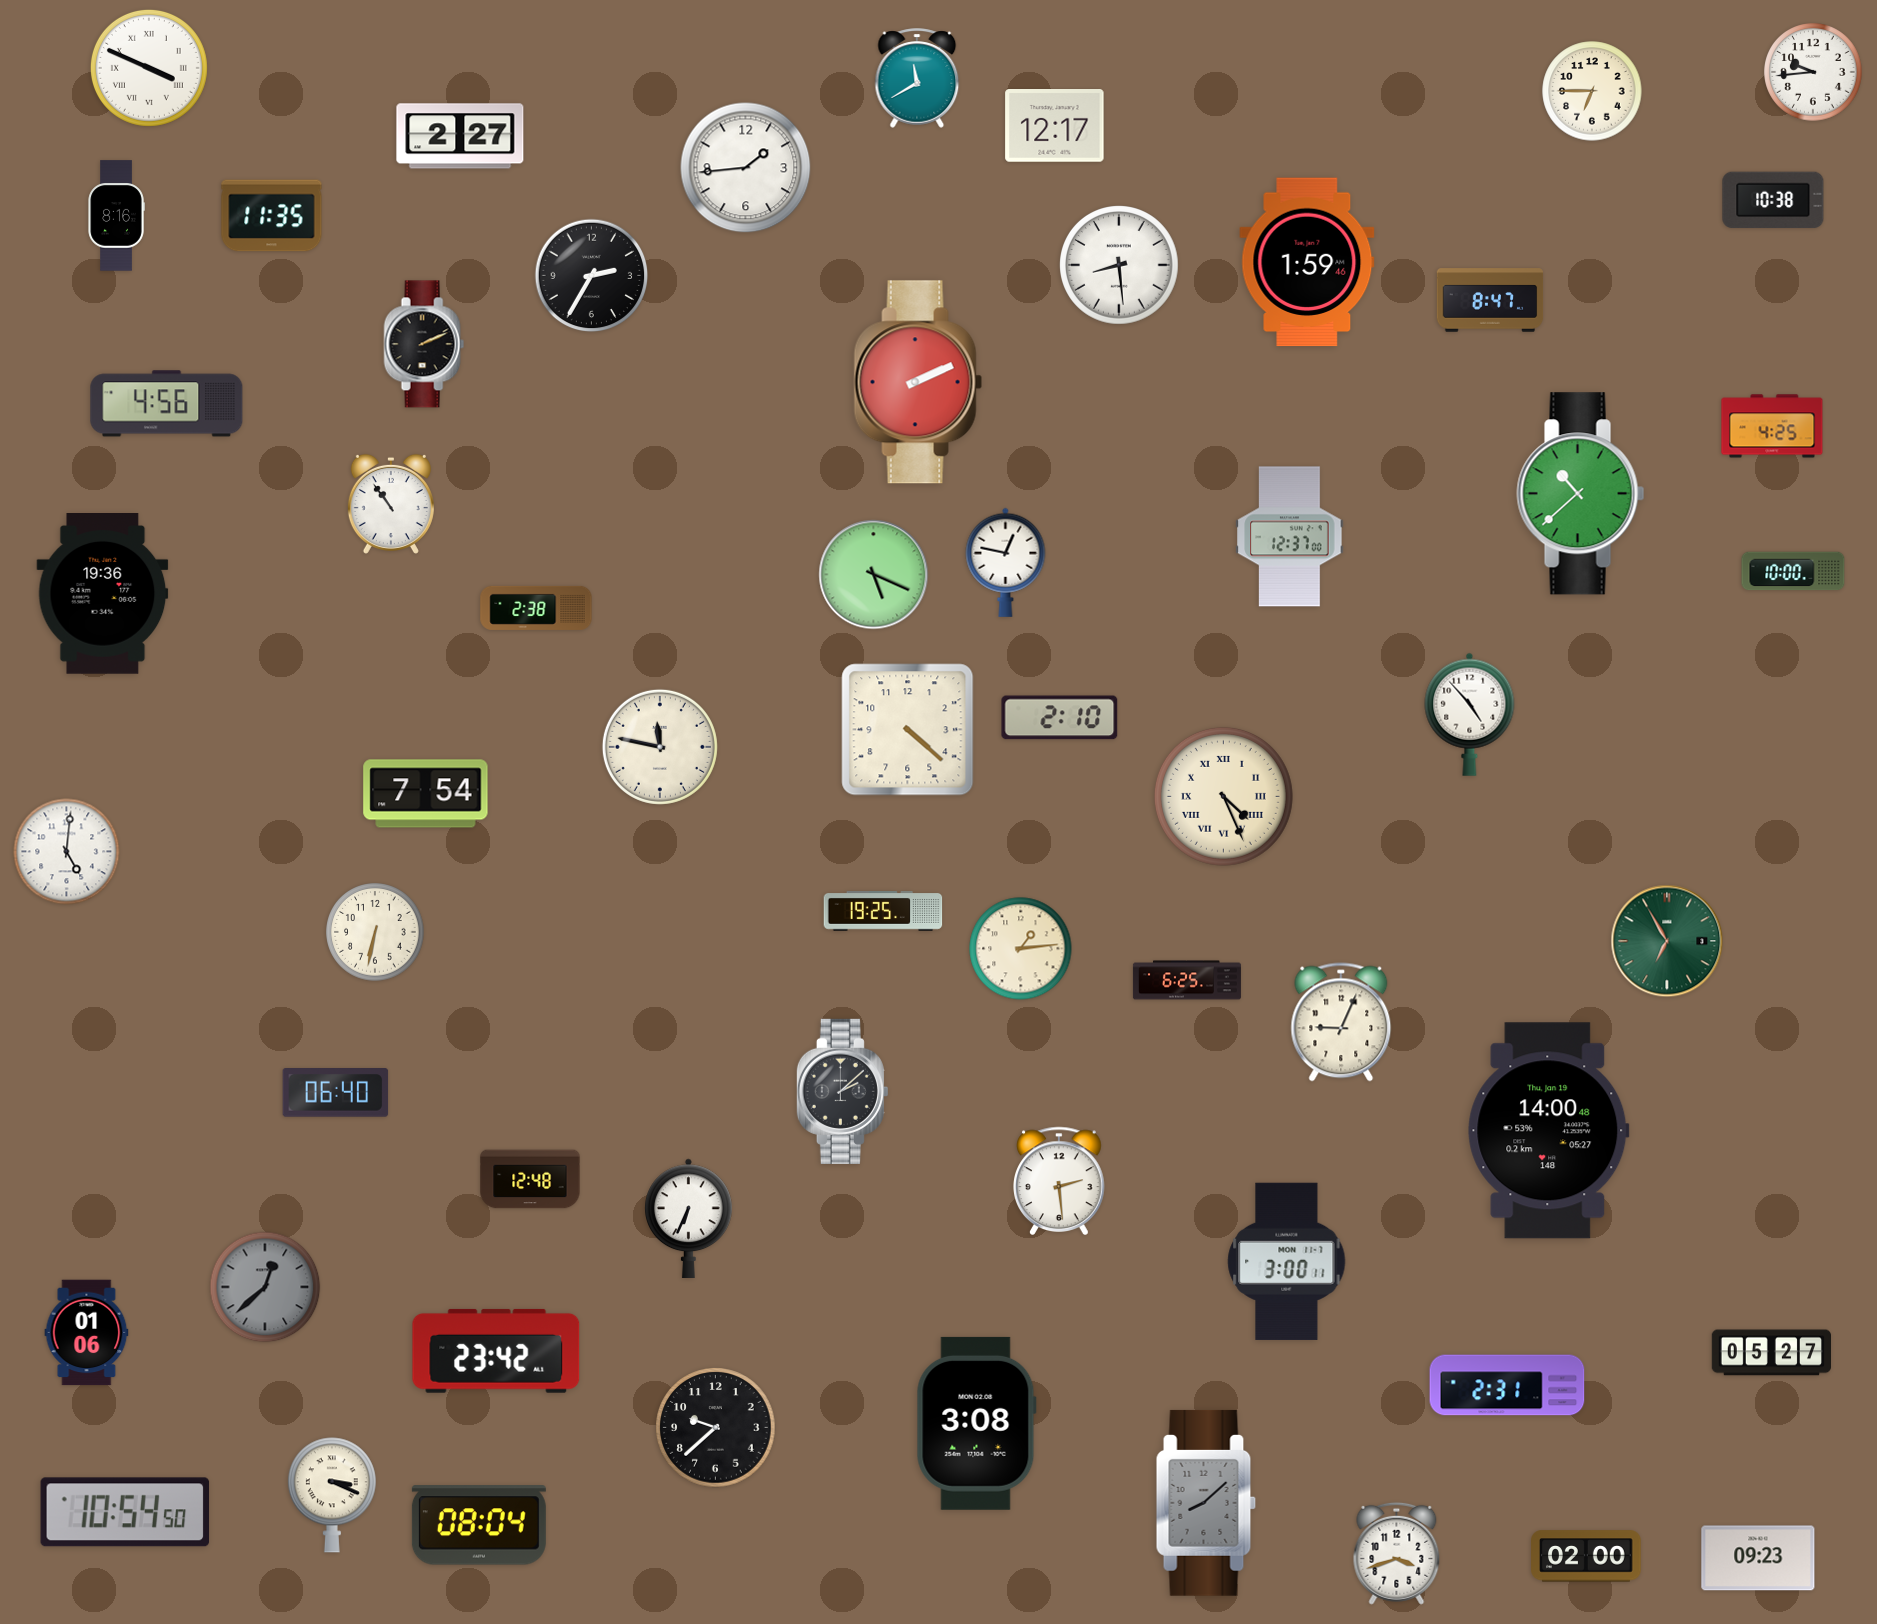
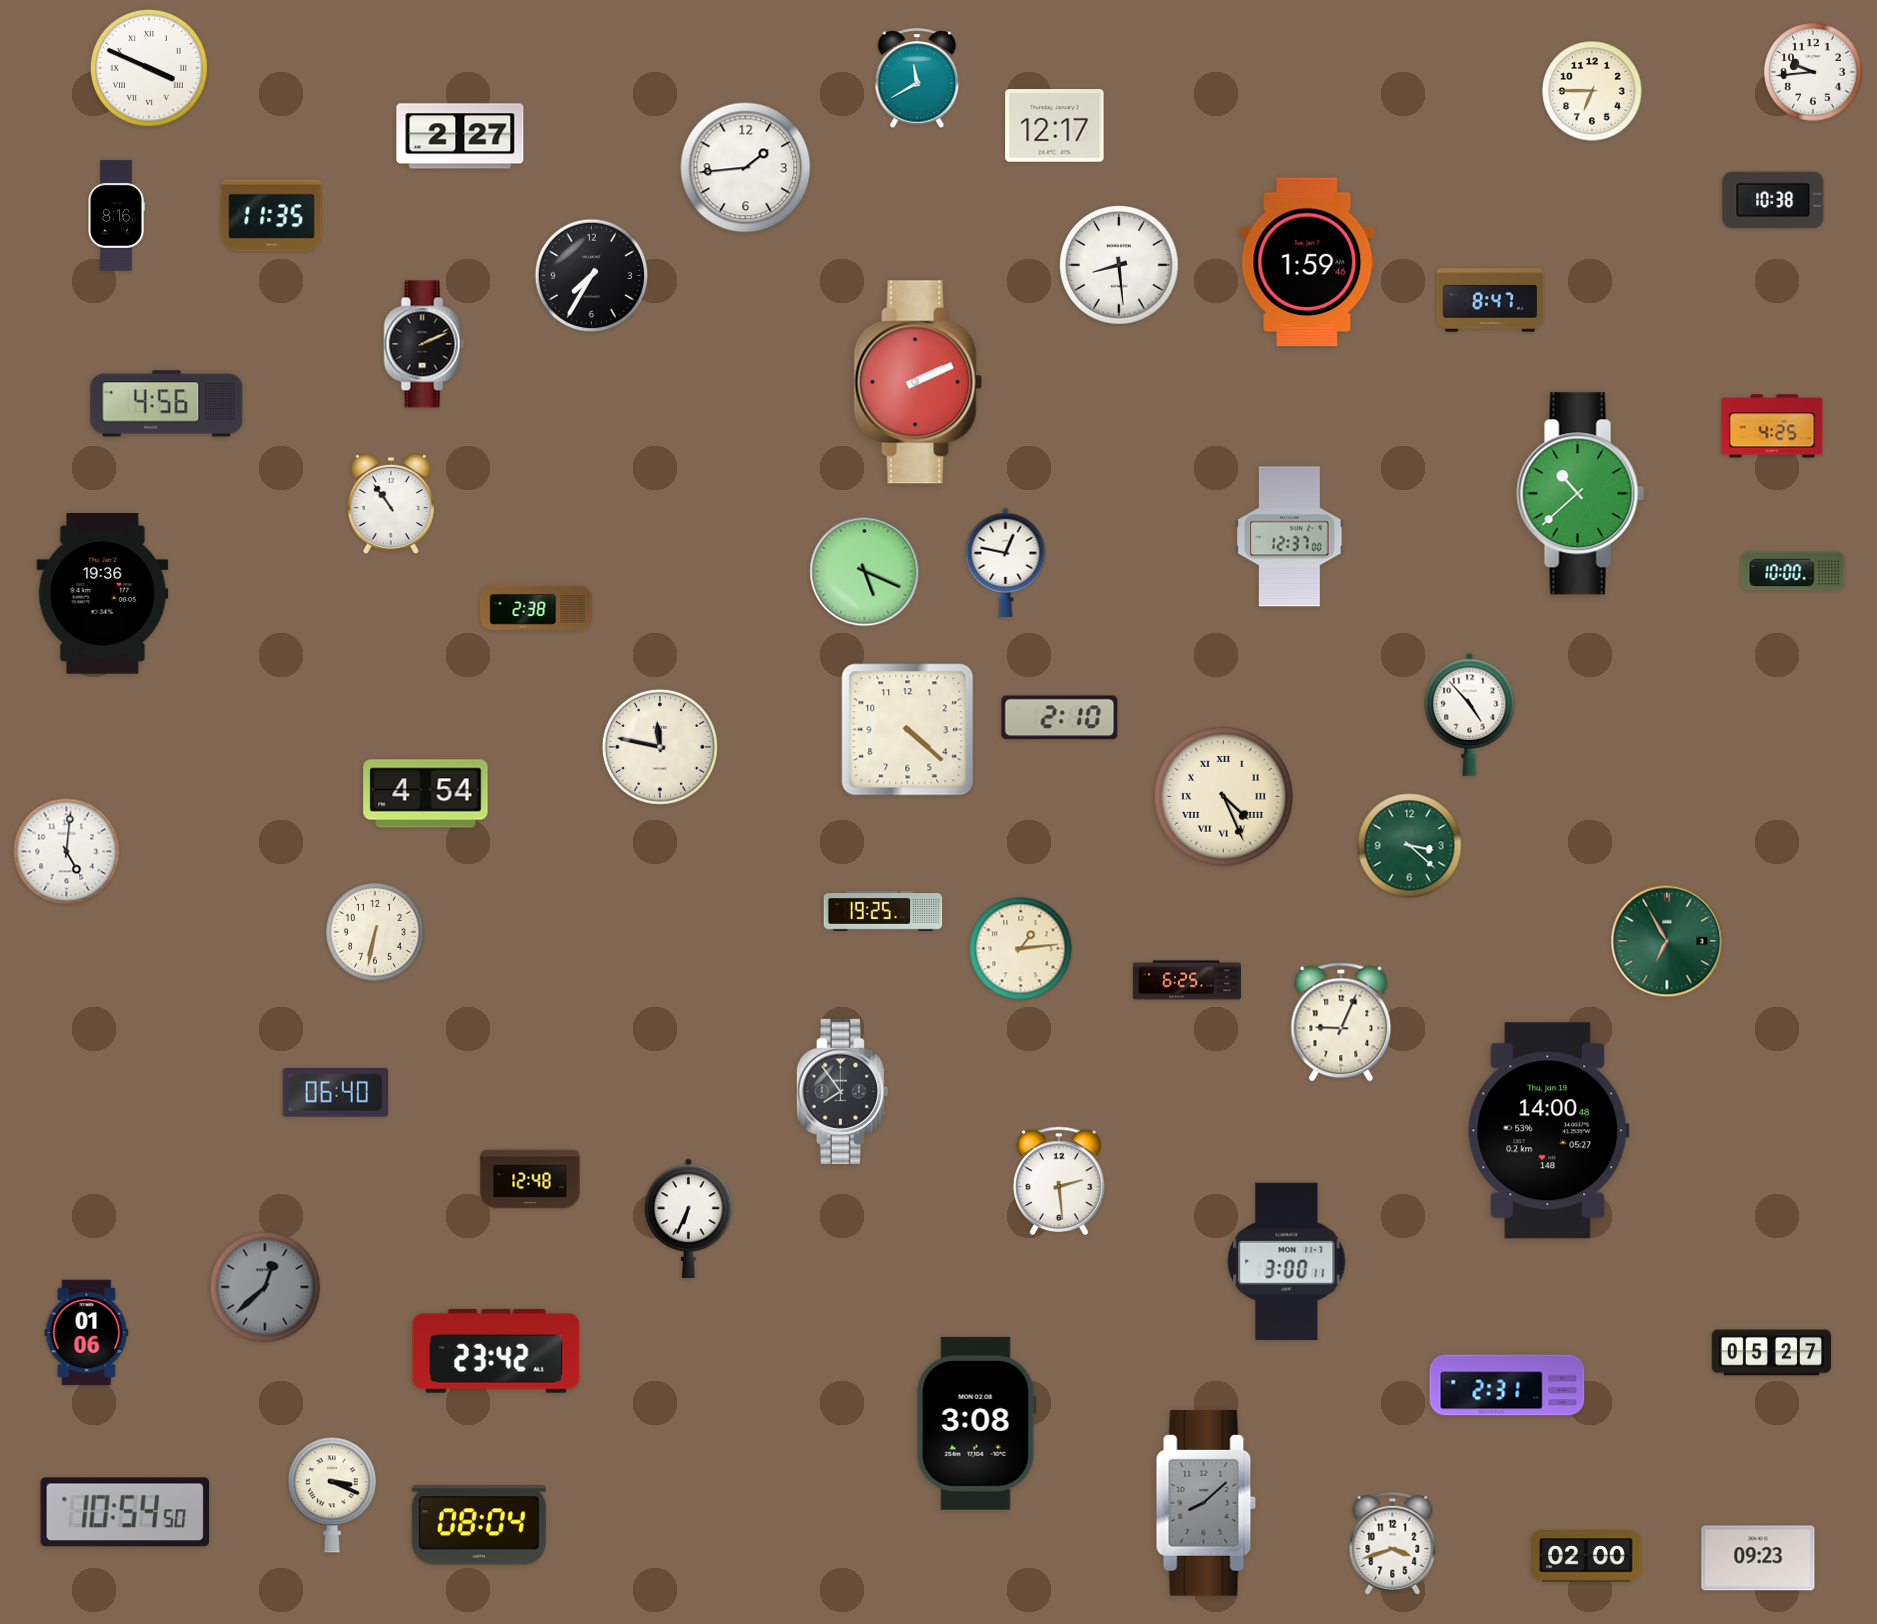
clock at (592, 276): 2:35 -> 7:35
clock at (874, 575) position: (874, 575) -> (865, 572)
clock at (426, 794): 7:54 -> 4:54
clock at (1410, 846): none -> 3:22
clock at (842, 1091): 2:08 -> 7:54
clock at (716, 1428): 9:38 -> none
clock at (1397, 1553) position: (1397, 1553) -> (1393, 1543)
